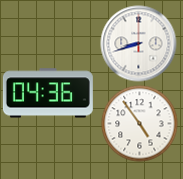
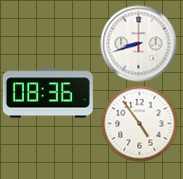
clock at (48, 93): 04:36 -> 08:36
